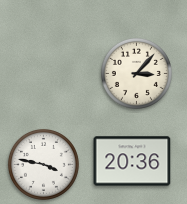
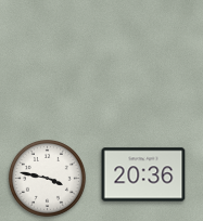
clock at (136, 73): 3:07 -> none
